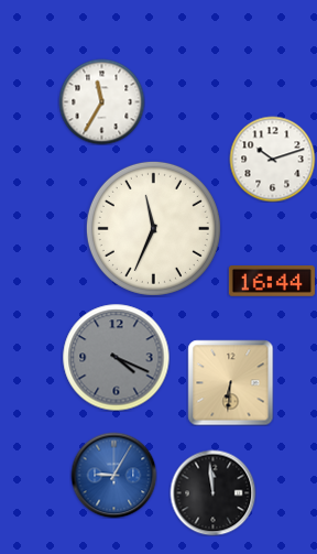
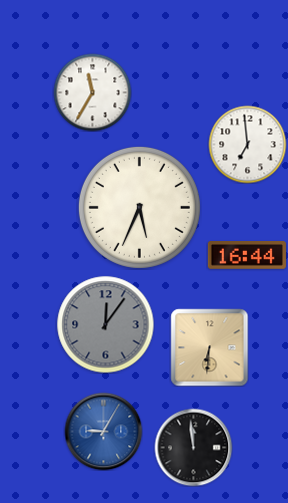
clock at (272, 159): 10:12 -> 6:59
clock at (153, 228): 11:34 -> 5:34
clock at (116, 357): 4:19 -> 12:06
